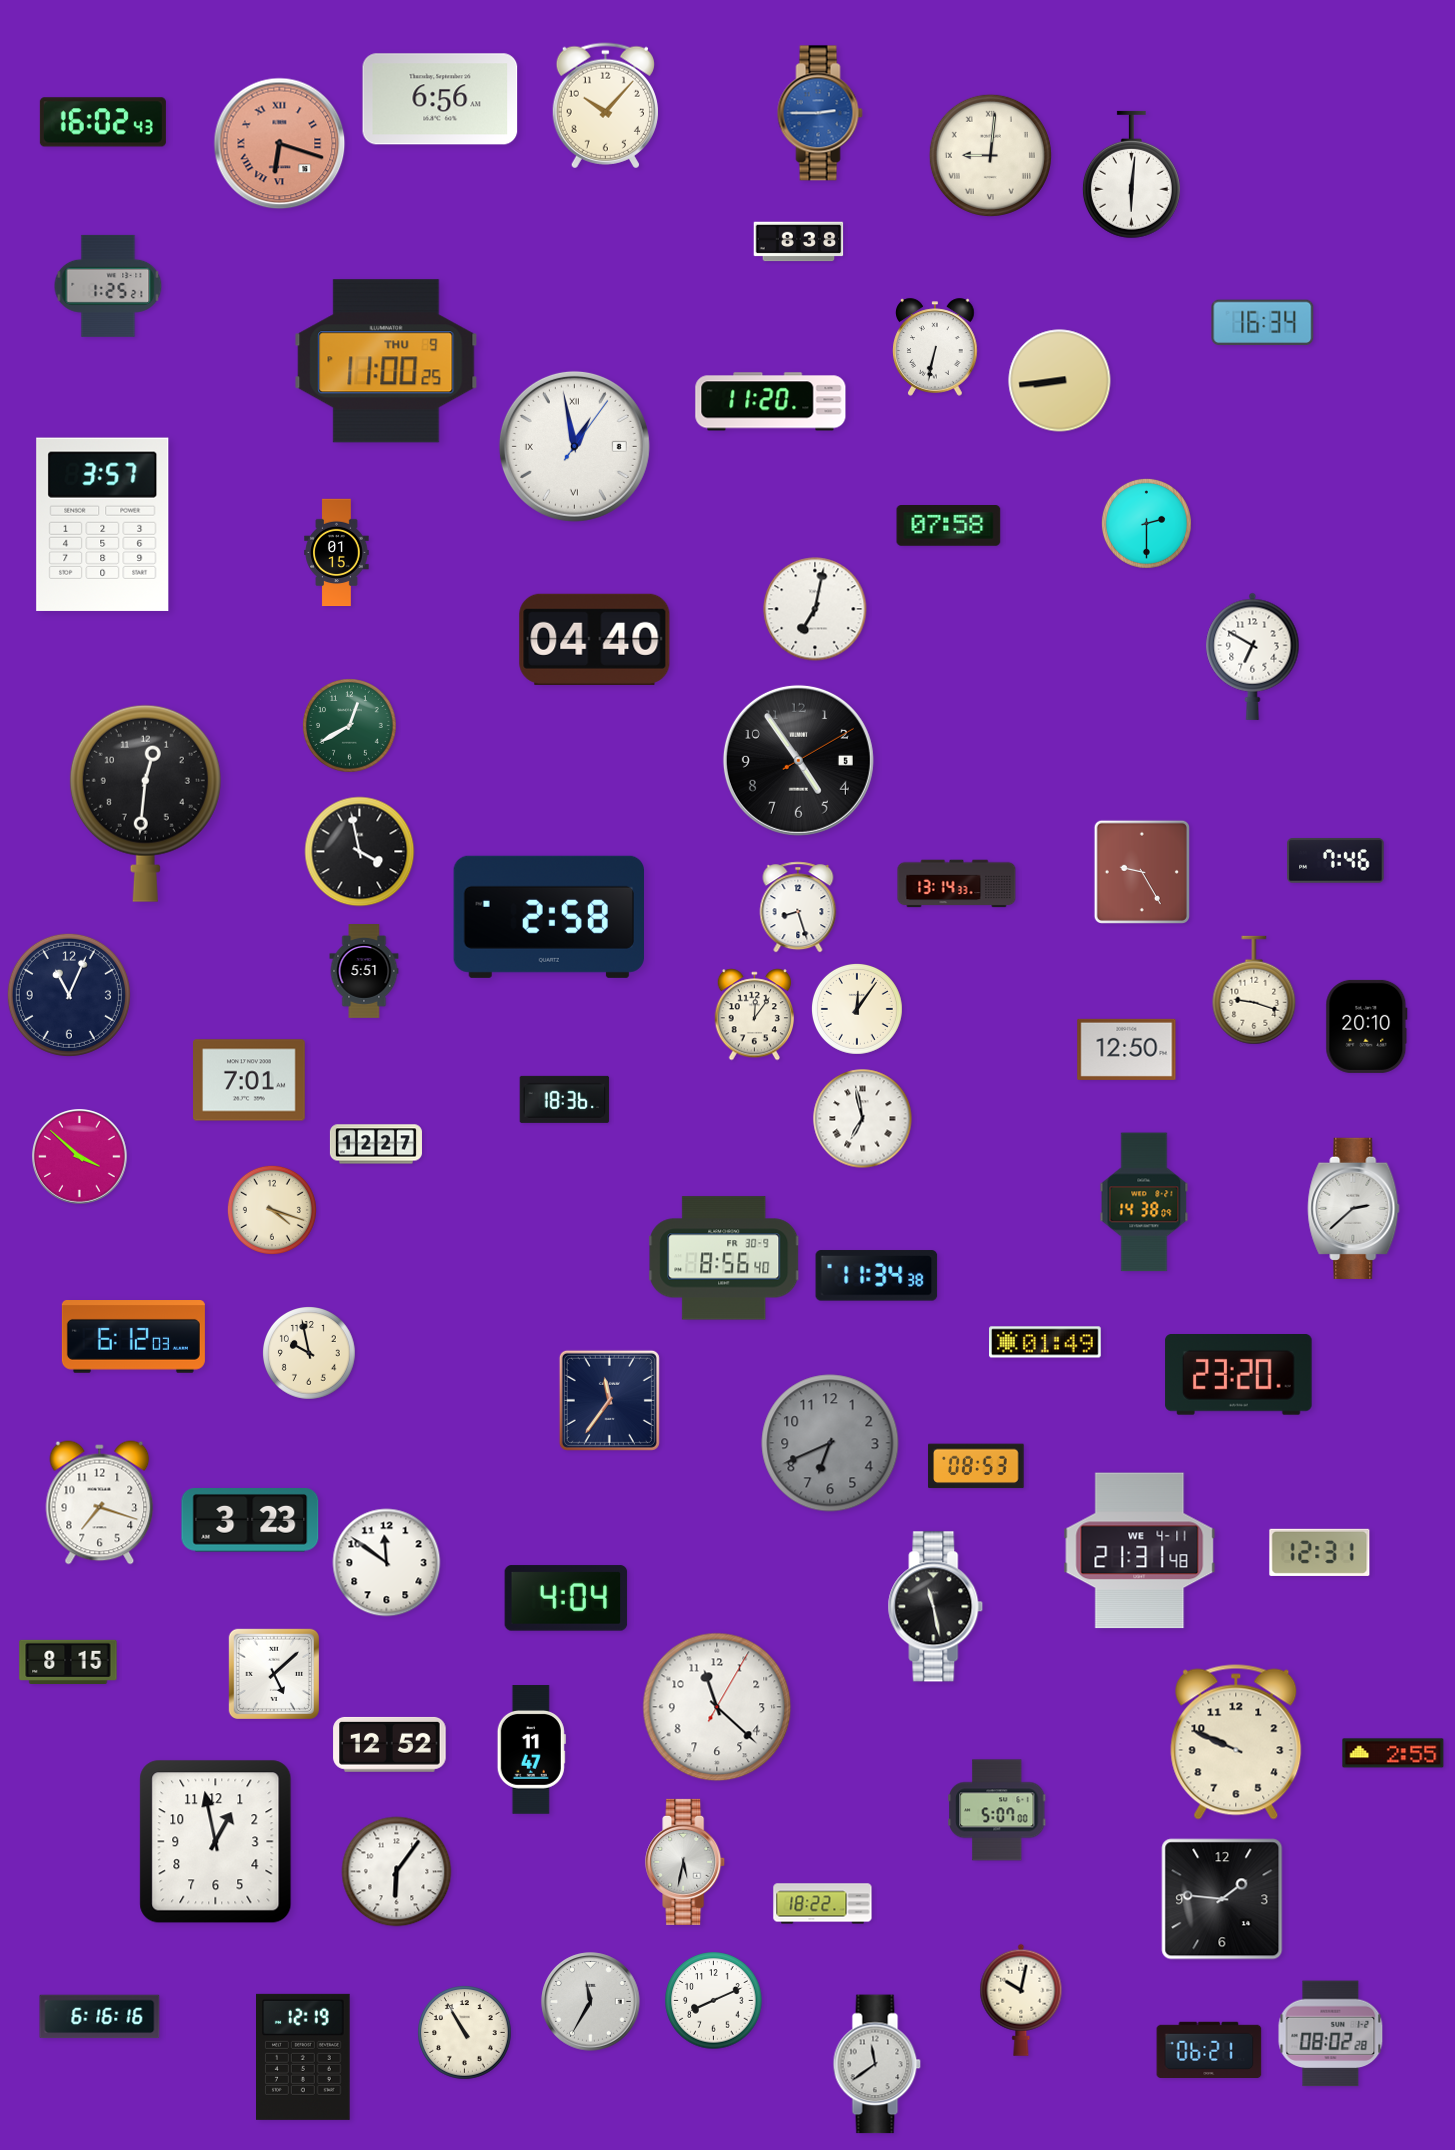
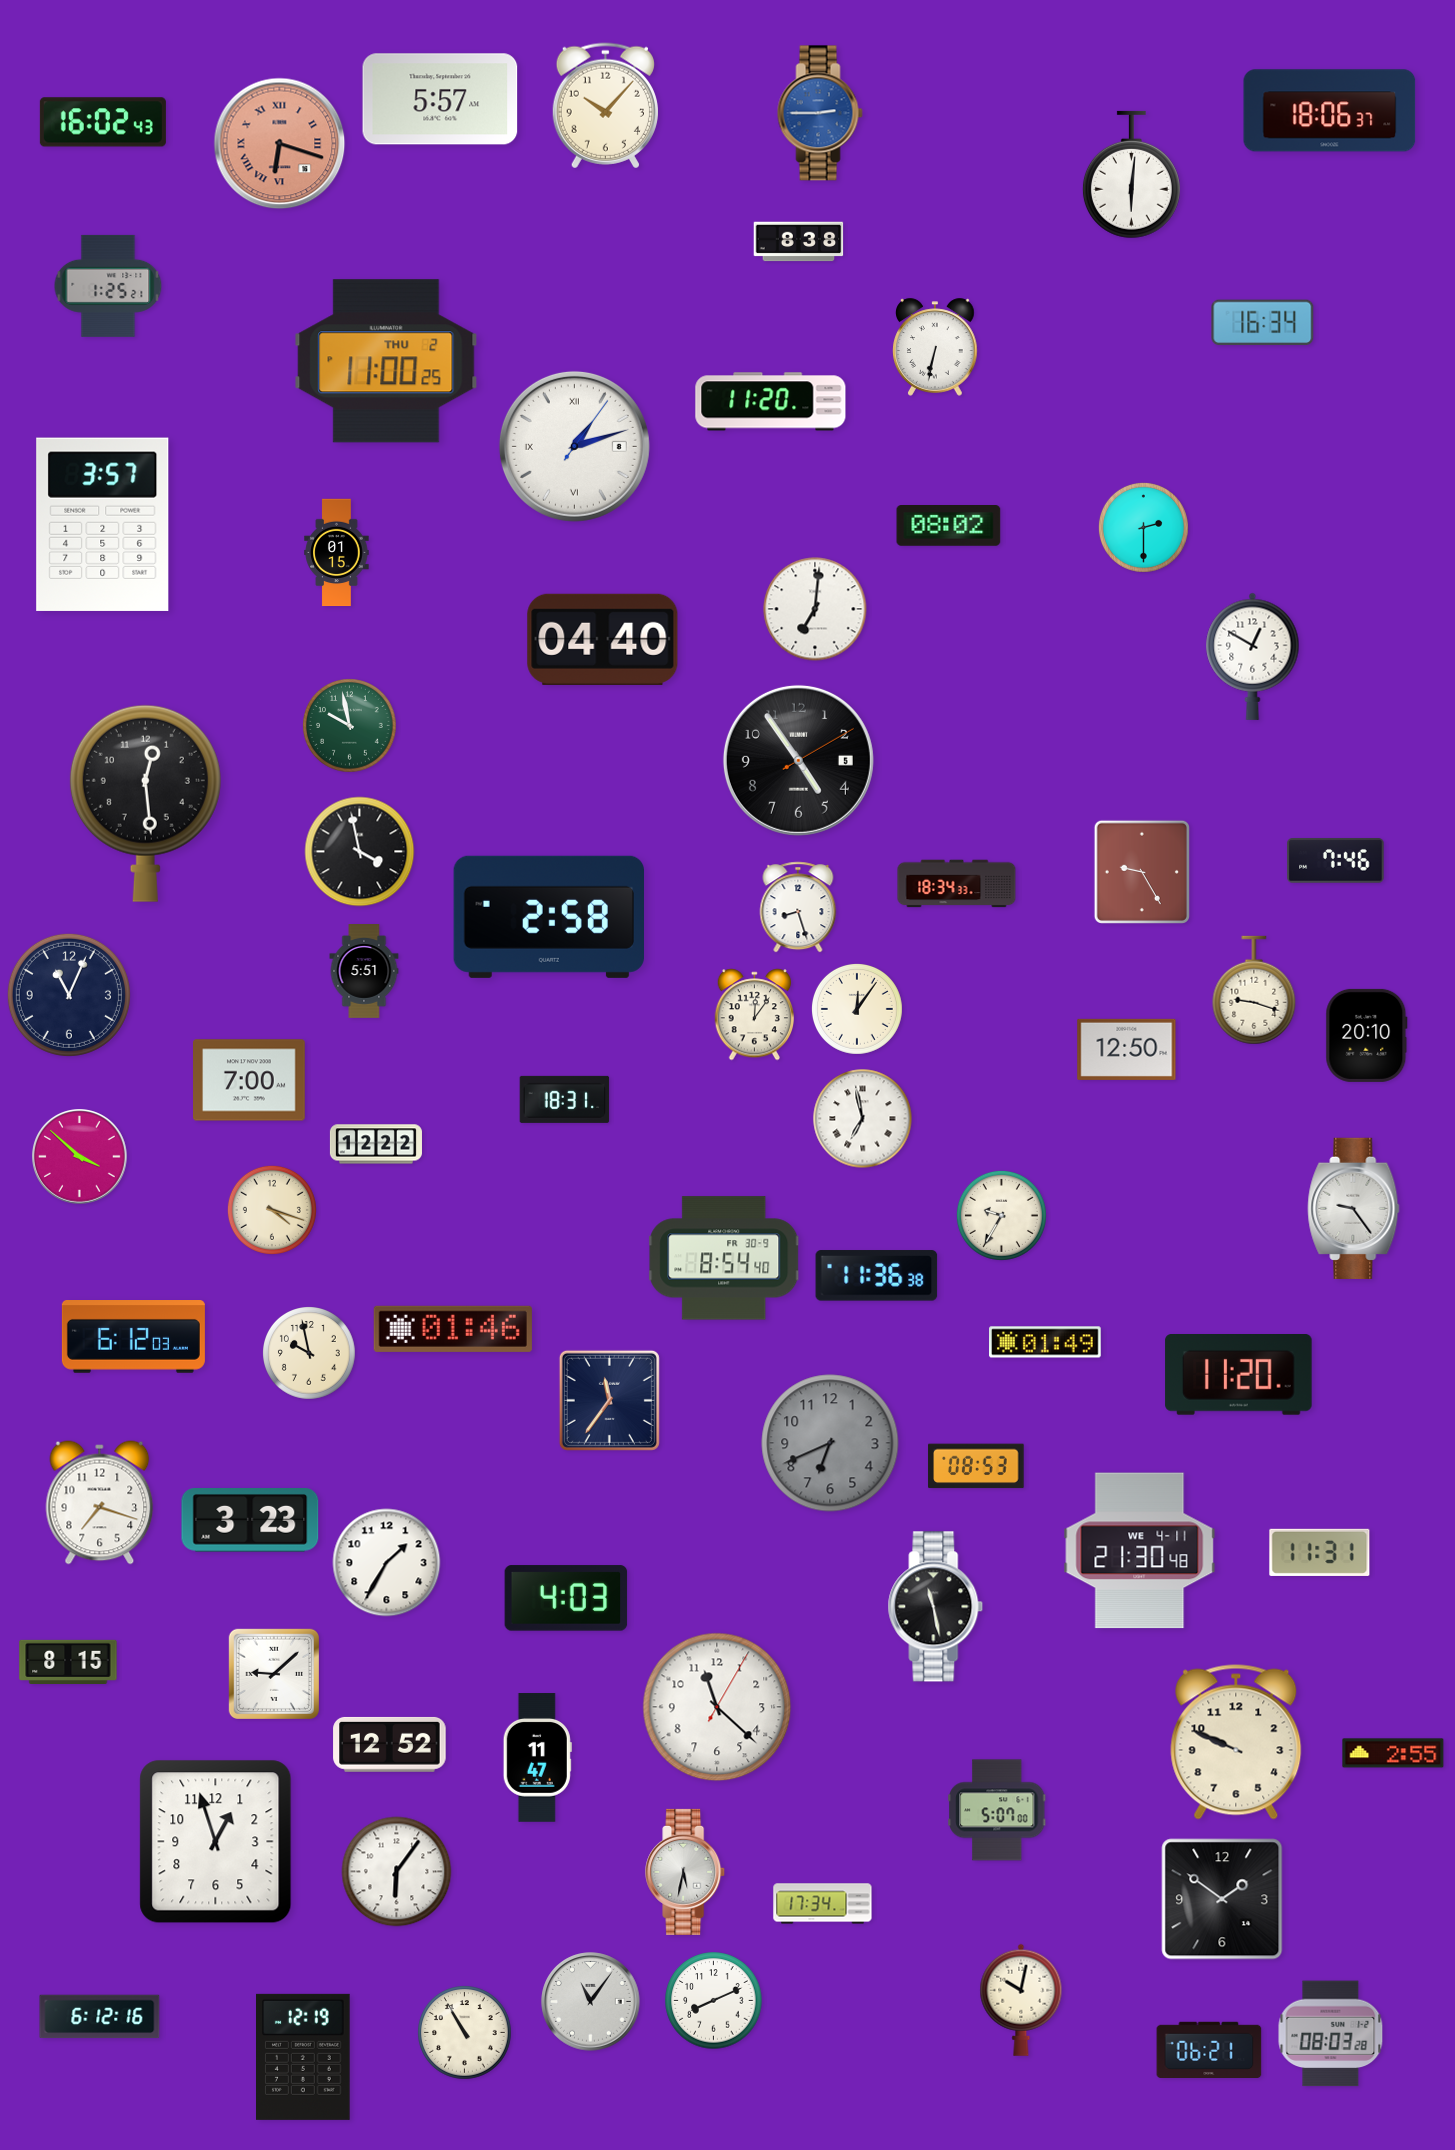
clock at (440, 99): 6:56 -> 5:57
clock at (1330, 111): none -> 18:06
clock at (990, 155): 9:01 -> none
clock at (386, 361) date: THU 9 -> THU 2
clock at (1060, 381): 8:44 -> none
clock at (574, 446): 12:58 -> 1:12
clock at (1146, 523) position: (1146, 523) -> (1143, 527)
clock at (949, 526): 07:58 -> 08:02
clock at (815, 609): 7:02 -> 7:01
clock at (595, 639) position: (595, 639) -> (603, 639)
clock at (1253, 656): 6:50 -> 12:50
clock at (350, 726): 12:40 -> 9:58
clock at (145, 803): 12:31 -> 12:29
clock at (957, 884): 13:14 -> 18:34
clock at (1367, 1026) position: (1367, 1026) -> (1367, 1035)
clock at (249, 1080): 7:01 -> 7:00
clock at (565, 1099): 18:36 -> 18:31
clock at (376, 1144): 12:27 -> 12:22
clock at (1144, 1202): 14:38 -> none
clock at (1354, 1208): 2:38 -> 9:24
clock at (1001, 1215): none -> 9:35
clock at (725, 1258): 8:56 -> 8:54
clock at (877, 1276): 11:34 -> 11:36
clock at (453, 1329): none -> 01:46
clock at (1239, 1375): 23:20 -> 11:20
clock at (1140, 1551): 21:31 -> 21:30
clock at (1320, 1552): 12:31 -> 11:31
clock at (387, 1563): 11:51 -> 1:35
clock at (566, 1598): 4:04 -> 4:03
clock at (274, 1673): 5:08 -> 9:08
clock at (531, 1750) position: (531, 1750) -> (537, 1758)
clock at (216, 1842): 12:58 -> 12:57
clock at (686, 1862) position: (686, 1862) -> (686, 1872)
clock at (1222, 1899): 1:46 -> 1:51
clock at (823, 1904): 18:22 -> 17:34
clock at (591, 2002): 11:35 -> 11:06
clock at (100, 2017): 6:16 -> 6:12
clock at (1331, 2034): 08:02 -> 08:03
clock at (877, 2064): 11:39 -> none
